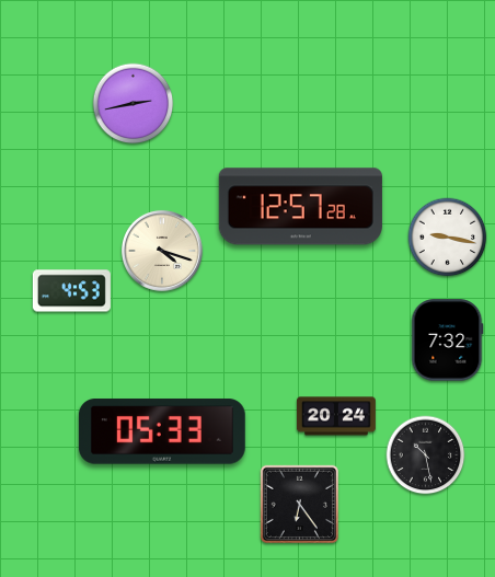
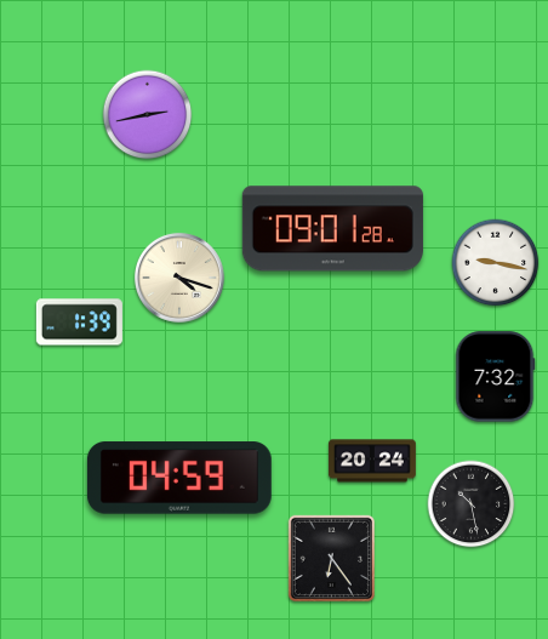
clock at (300, 207): 12:57 -> 09:01
clock at (71, 291): 4:53 -> 1:39
clock at (162, 431): 05:33 -> 04:59
